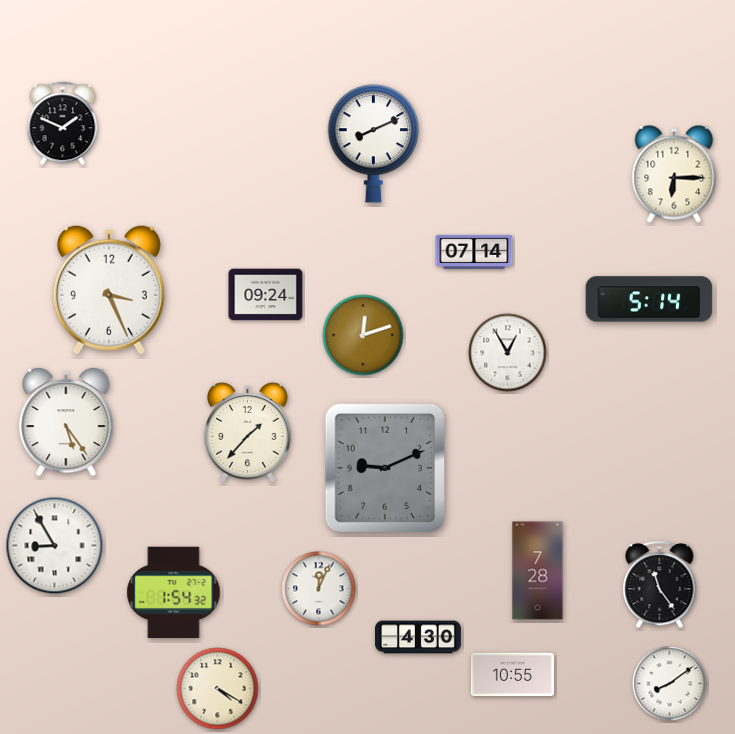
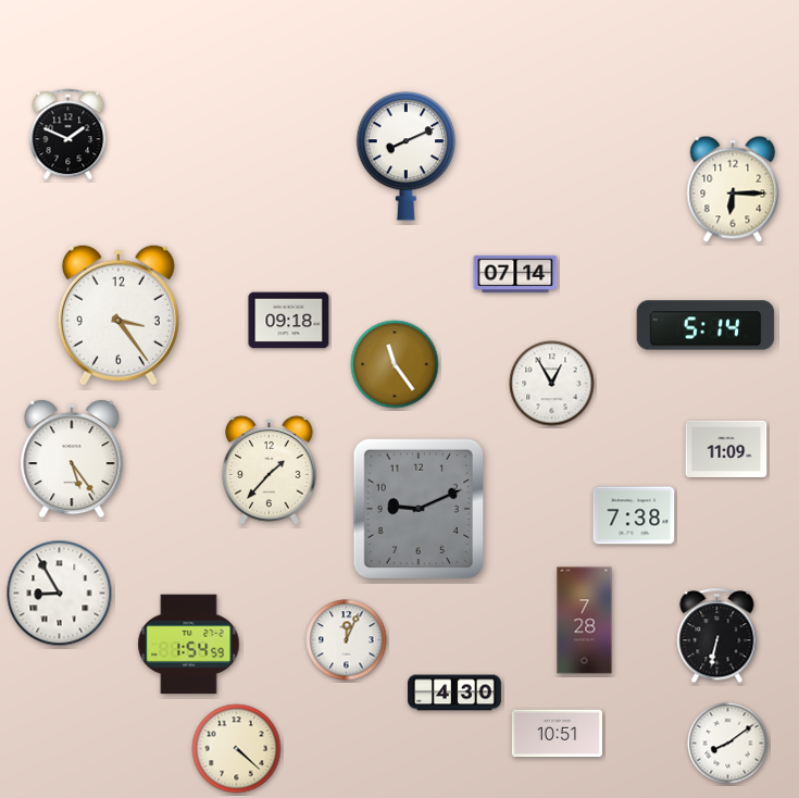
clock at (109, 290): 3:26 -> 3:24
clock at (266, 295): 09:24 -> 09:18
clock at (363, 335): 12:12 -> 11:24
clock at (726, 449): none -> 11:09
clock at (634, 515): none -> 7:38
clock at (660, 585): 11:24 -> 6:32
clock at (174, 593): 1:54:32 -> 1:54:59
clock at (512, 675): 10:55 -> 10:51
clock at (218, 689): 4:20 -> 4:22
